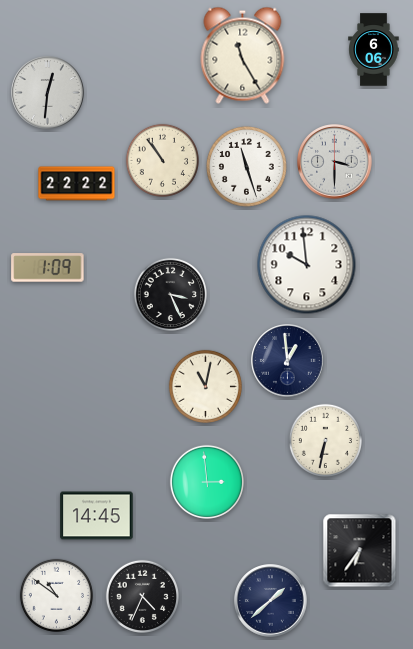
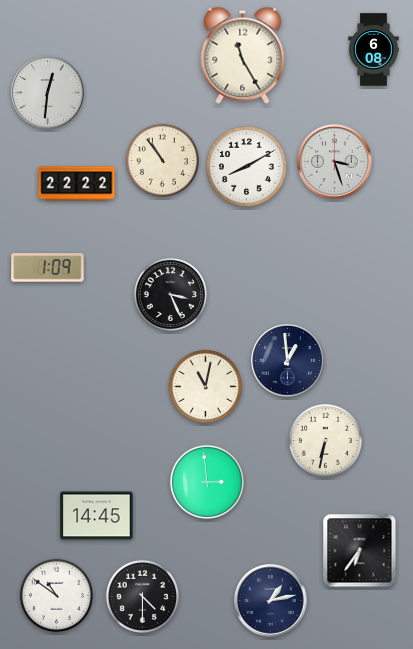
clock at (374, 50): 6:06 -> 6:08
clock at (335, 162): 3:30 -> 3:27
clock at (247, 167): 11:27 -> 8:10
clock at (307, 265): 9:59 -> none
clock at (142, 596): 4:34 -> 4:30
clock at (271, 601): 1:38 -> 1:13
